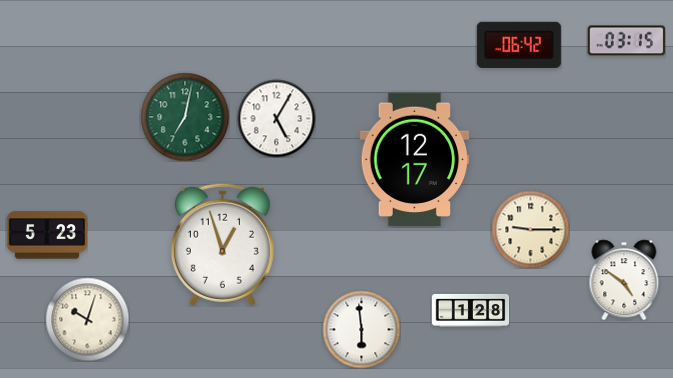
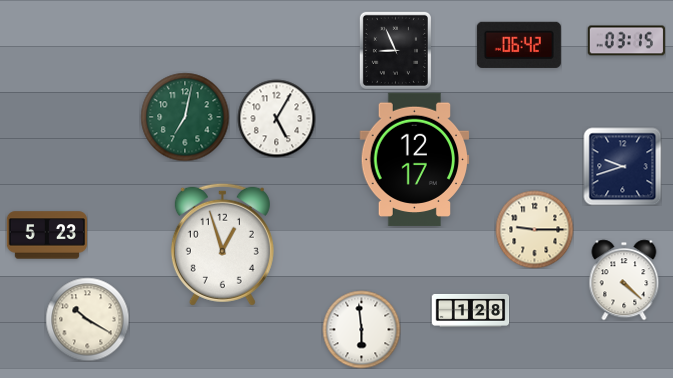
clock at (395, 50): none -> 8:56
clock at (622, 166): none -> 9:42
clock at (530, 229) position: (530, 229) -> (534, 229)
clock at (624, 280): 4:51 -> 4:22
clock at (87, 319): 10:03 -> 10:20
